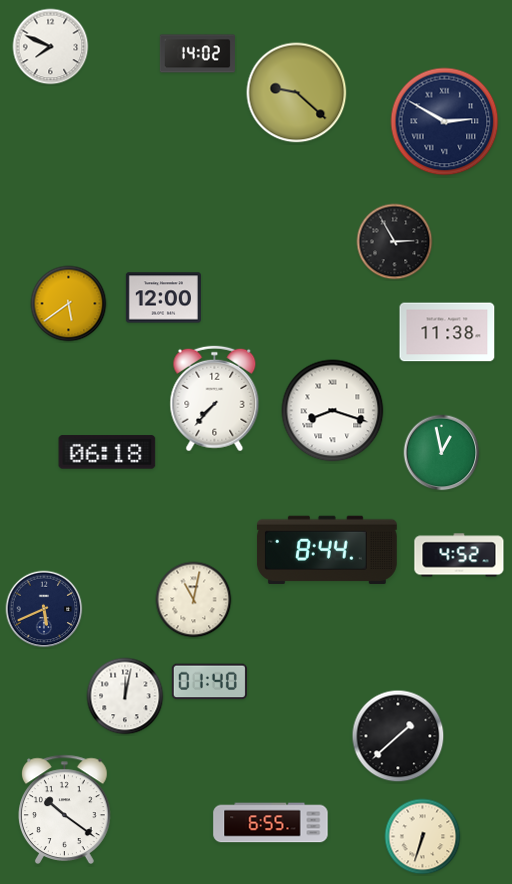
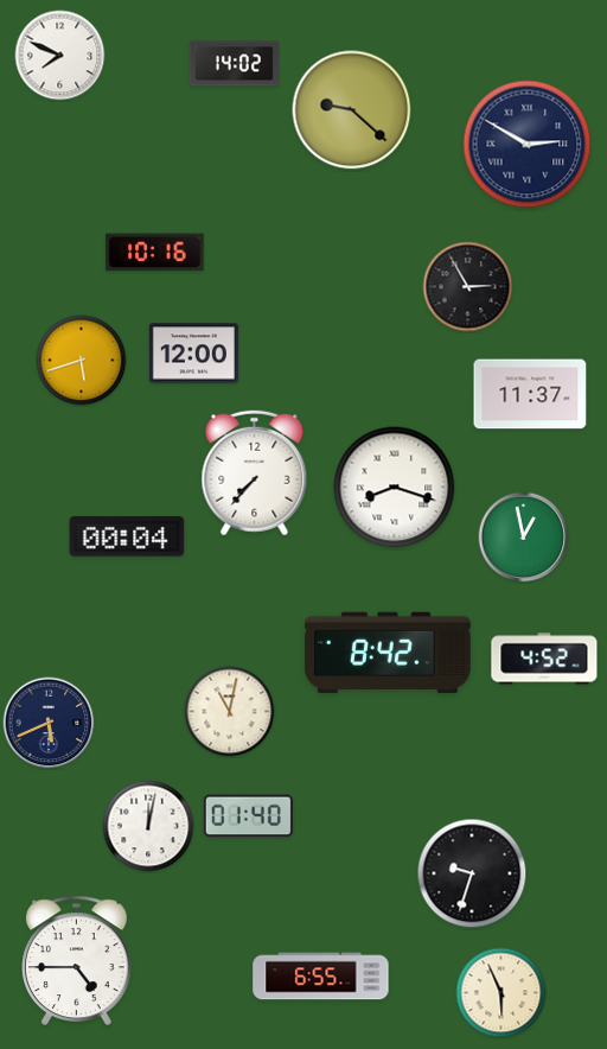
clock at (155, 253): none -> 10:16
clock at (69, 304): 5:39 -> 5:42
clock at (447, 332): 11:38 -> 11:37
clock at (107, 452): 06:18 -> 00:04
clock at (327, 550): 8:44 -> 8:42
clock at (44, 609) position: (44, 609) -> (49, 723)
clock at (209, 682) position: (209, 682) -> (248, 816)
clock at (398, 736): 1:38 -> 9:33
clock at (65, 809): 10:21 -> 4:45
clock at (423, 837): 6:33 -> 5:56
